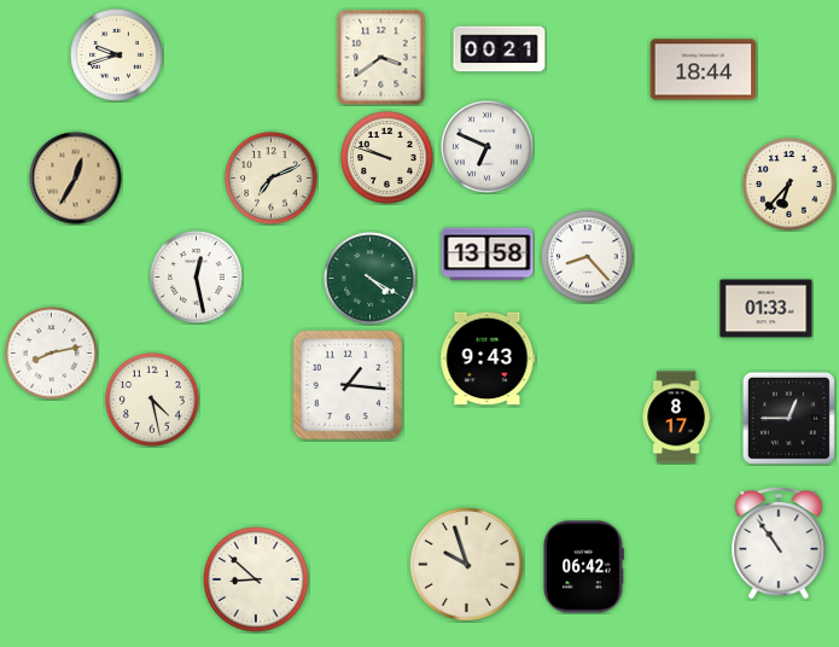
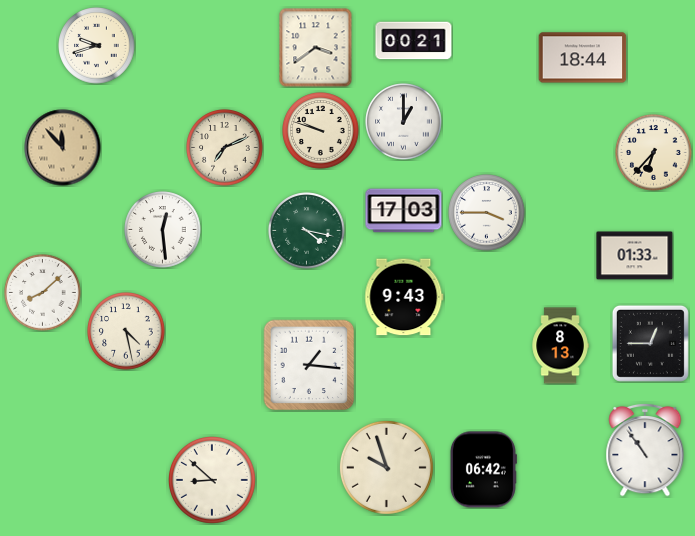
clock at (488, 147): 6:49 -> 1:00
clock at (76, 179): 12:35 -> 11:53
clock at (488, 255): 13:58 -> 17:03
clock at (588, 257): 8:23 -> 3:45
clock at (197, 278): 12:28 -> 12:29
clock at (371, 279): 4:20 -> 4:17
clock at (52, 354): 8:13 -> 8:08
clock at (348, 385) position: (348, 385) -> (309, 365)
clock at (676, 418): 8:17 -> 8:13
clock at (788, 418) position: (788, 418) -> (650, 343)
